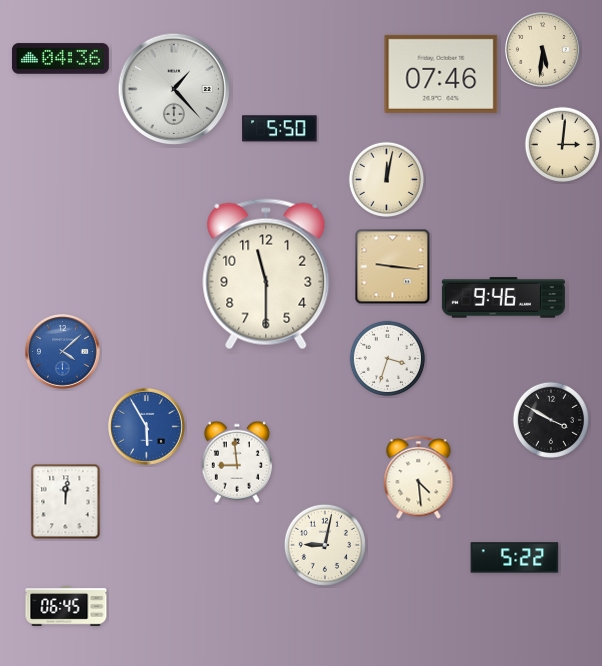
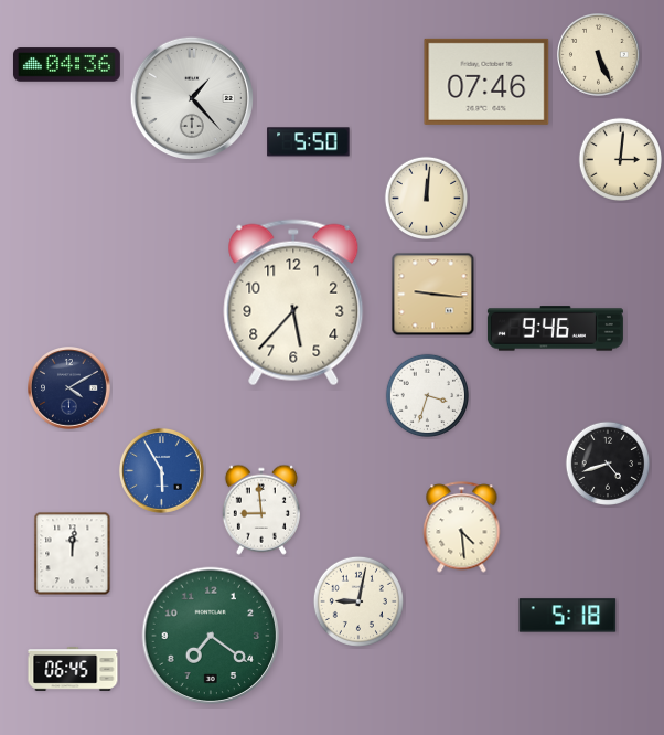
clock at (543, 50): 5:31 -> 5:26
clock at (386, 179): 12:02 -> 12:01
clock at (266, 274): 11:30 -> 5:37
clock at (63, 352): 4:08 -> 4:10
clock at (63, 352) dial: blue -> navy
clock at (550, 419): 3:50 -> 4:42
clock at (515, 558): 5:22 -> 5:18
clock at (211, 636): none -> 7:21
